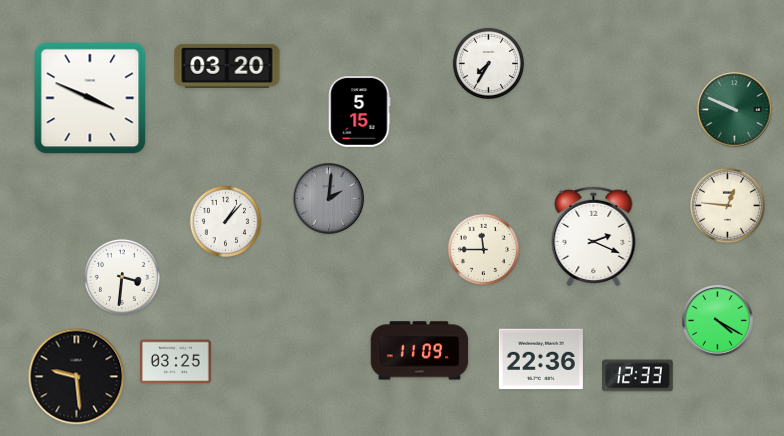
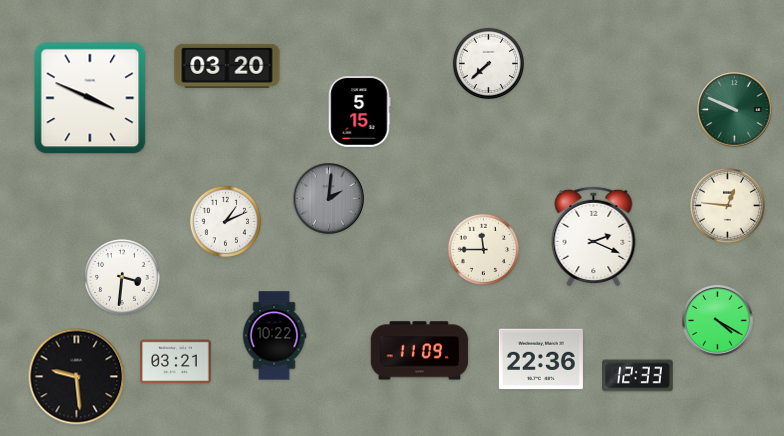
clock at (488, 63): 7:35 -> 7:38
clock at (225, 221): 1:07 -> 1:11
clock at (274, 336): none -> 10:22
clock at (176, 362): 03:25 -> 03:21
